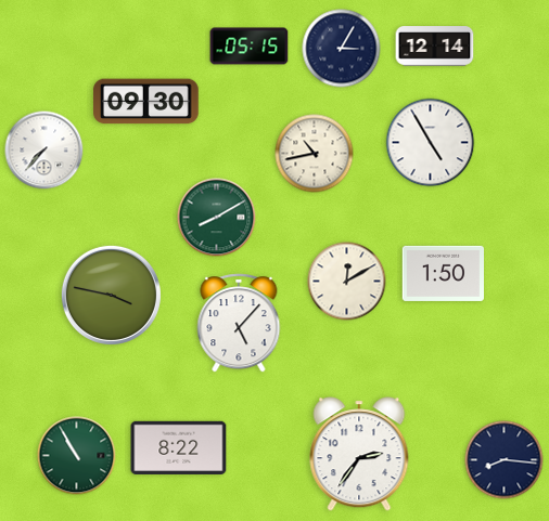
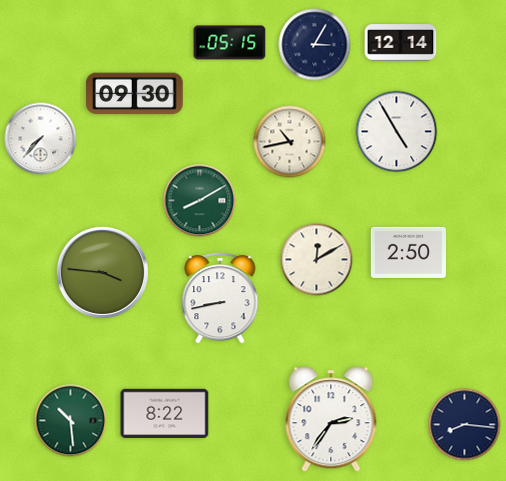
clock at (443, 273): 1:50 -> 2:50
clock at (347, 282) position: (347, 282) -> (317, 260)
clock at (111, 295): 3:47 -> 3:46
clock at (239, 323): 5:07 -> 8:43
clock at (77, 456): 10:55 -> 10:29
